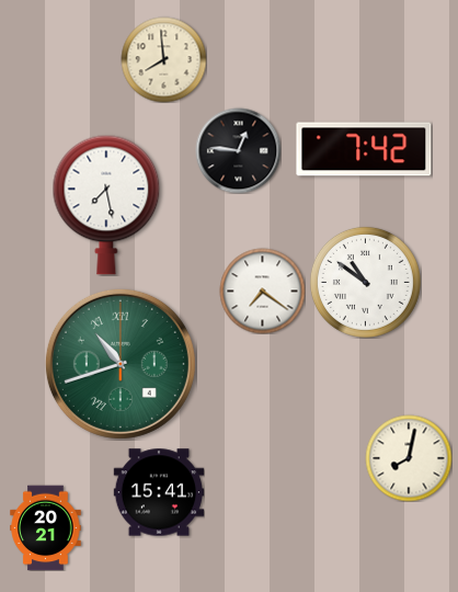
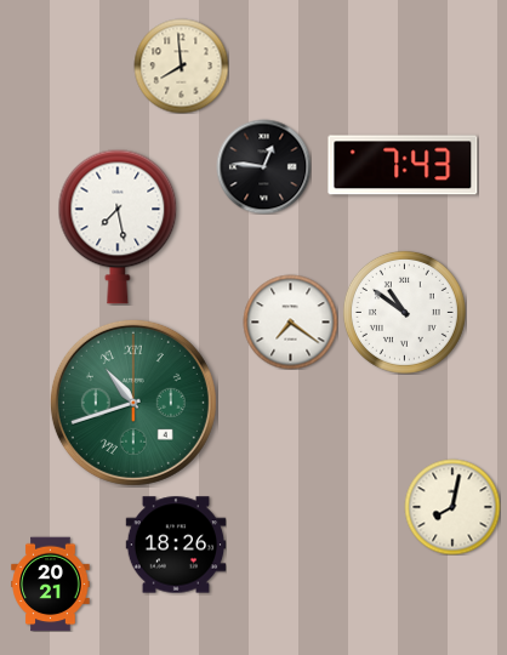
clock at (364, 149): 7:42 -> 7:43
clock at (159, 492): 15:41 -> 18:26
